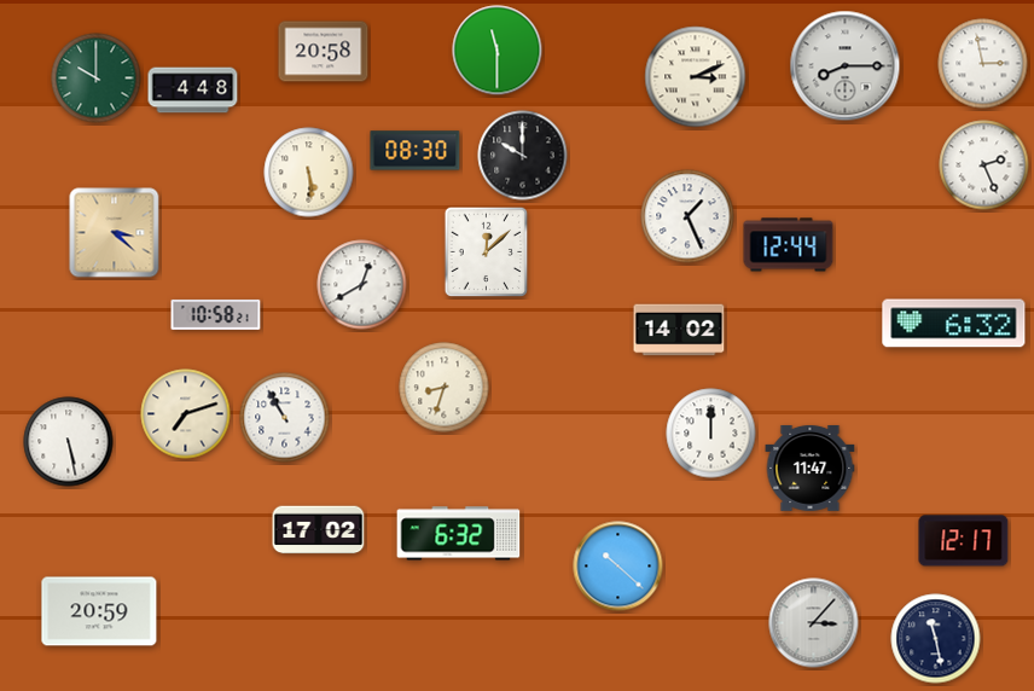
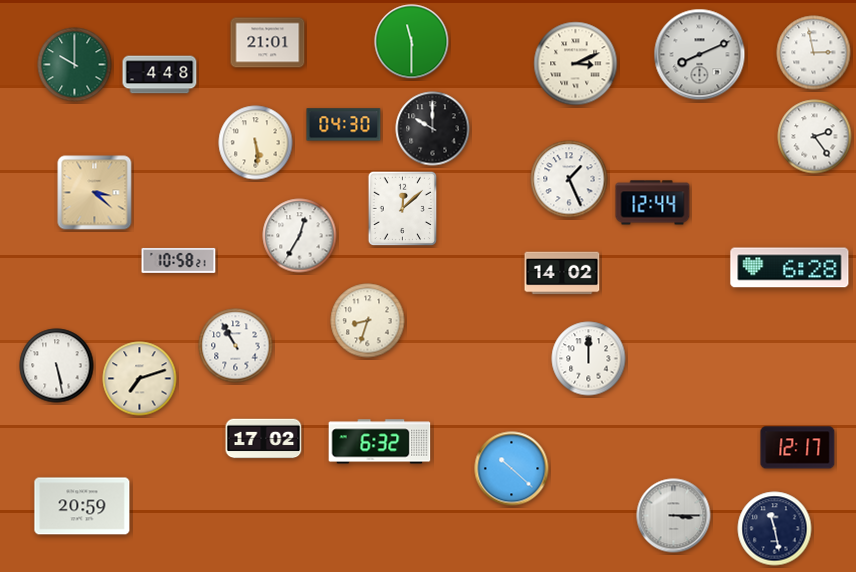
clock at (324, 52): 20:58 -> 21:01
clock at (846, 66): 8:15 -> 8:11
clock at (97, 79) position: (97, 79) -> (75, 65)
clock at (416, 151): 08:30 -> 04:30
clock at (984, 166): 2:26 -> 2:24
clock at (362, 285): 12:40 -> 12:35
clock at (954, 324): 6:32 -> 6:28
clock at (186, 414) position: (186, 414) -> (140, 379)
clock at (811, 468): 11:47 -> none
clock at (814, 623): 3:07 -> 3:15
